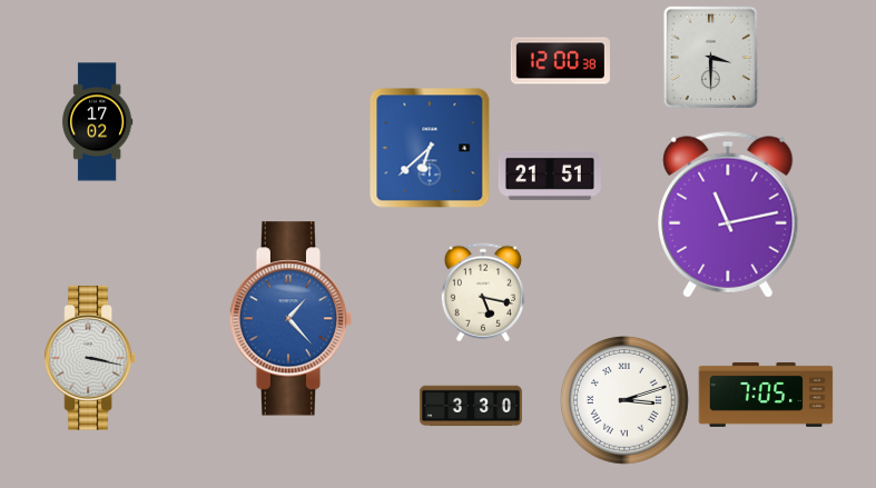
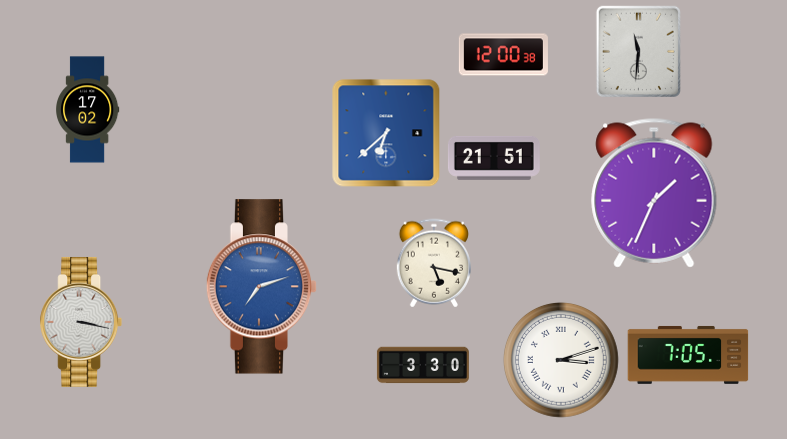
clock at (710, 57): 3:30 -> 11:31
clock at (728, 215): 11:13 -> 1:34
clock at (292, 319): 1:23 -> 7:12
